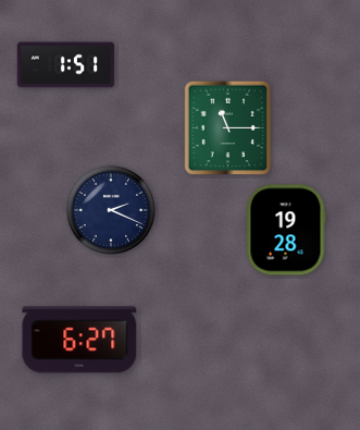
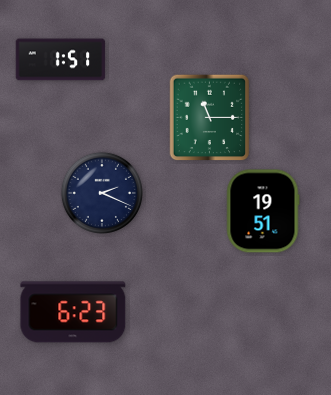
clock at (286, 230): 19:28 -> 19:51
clock at (79, 340): 6:27 -> 6:23
